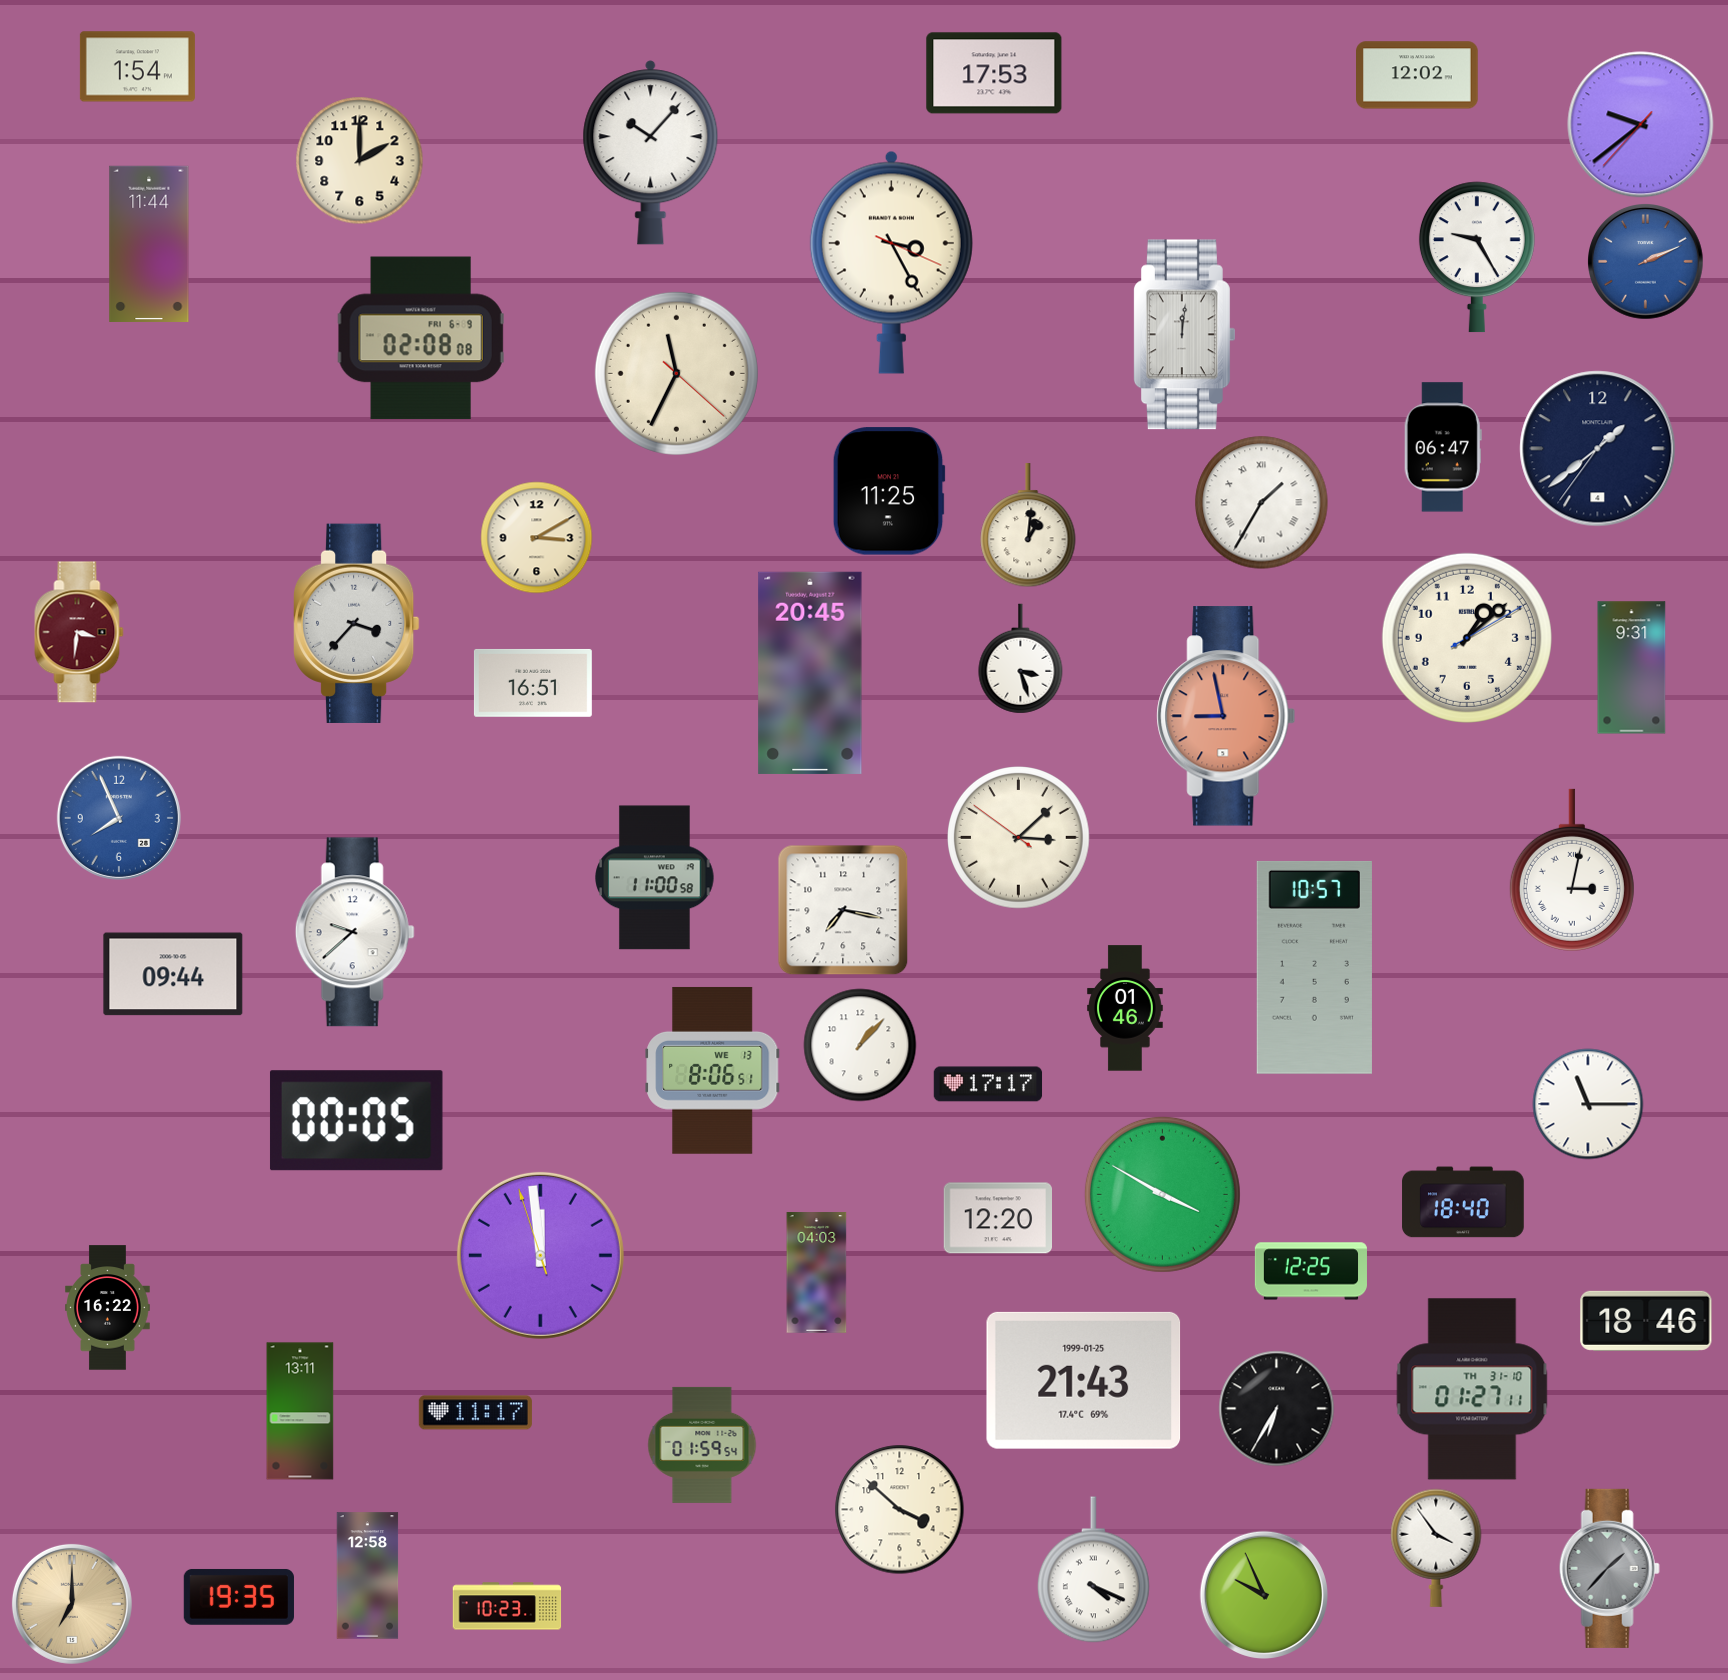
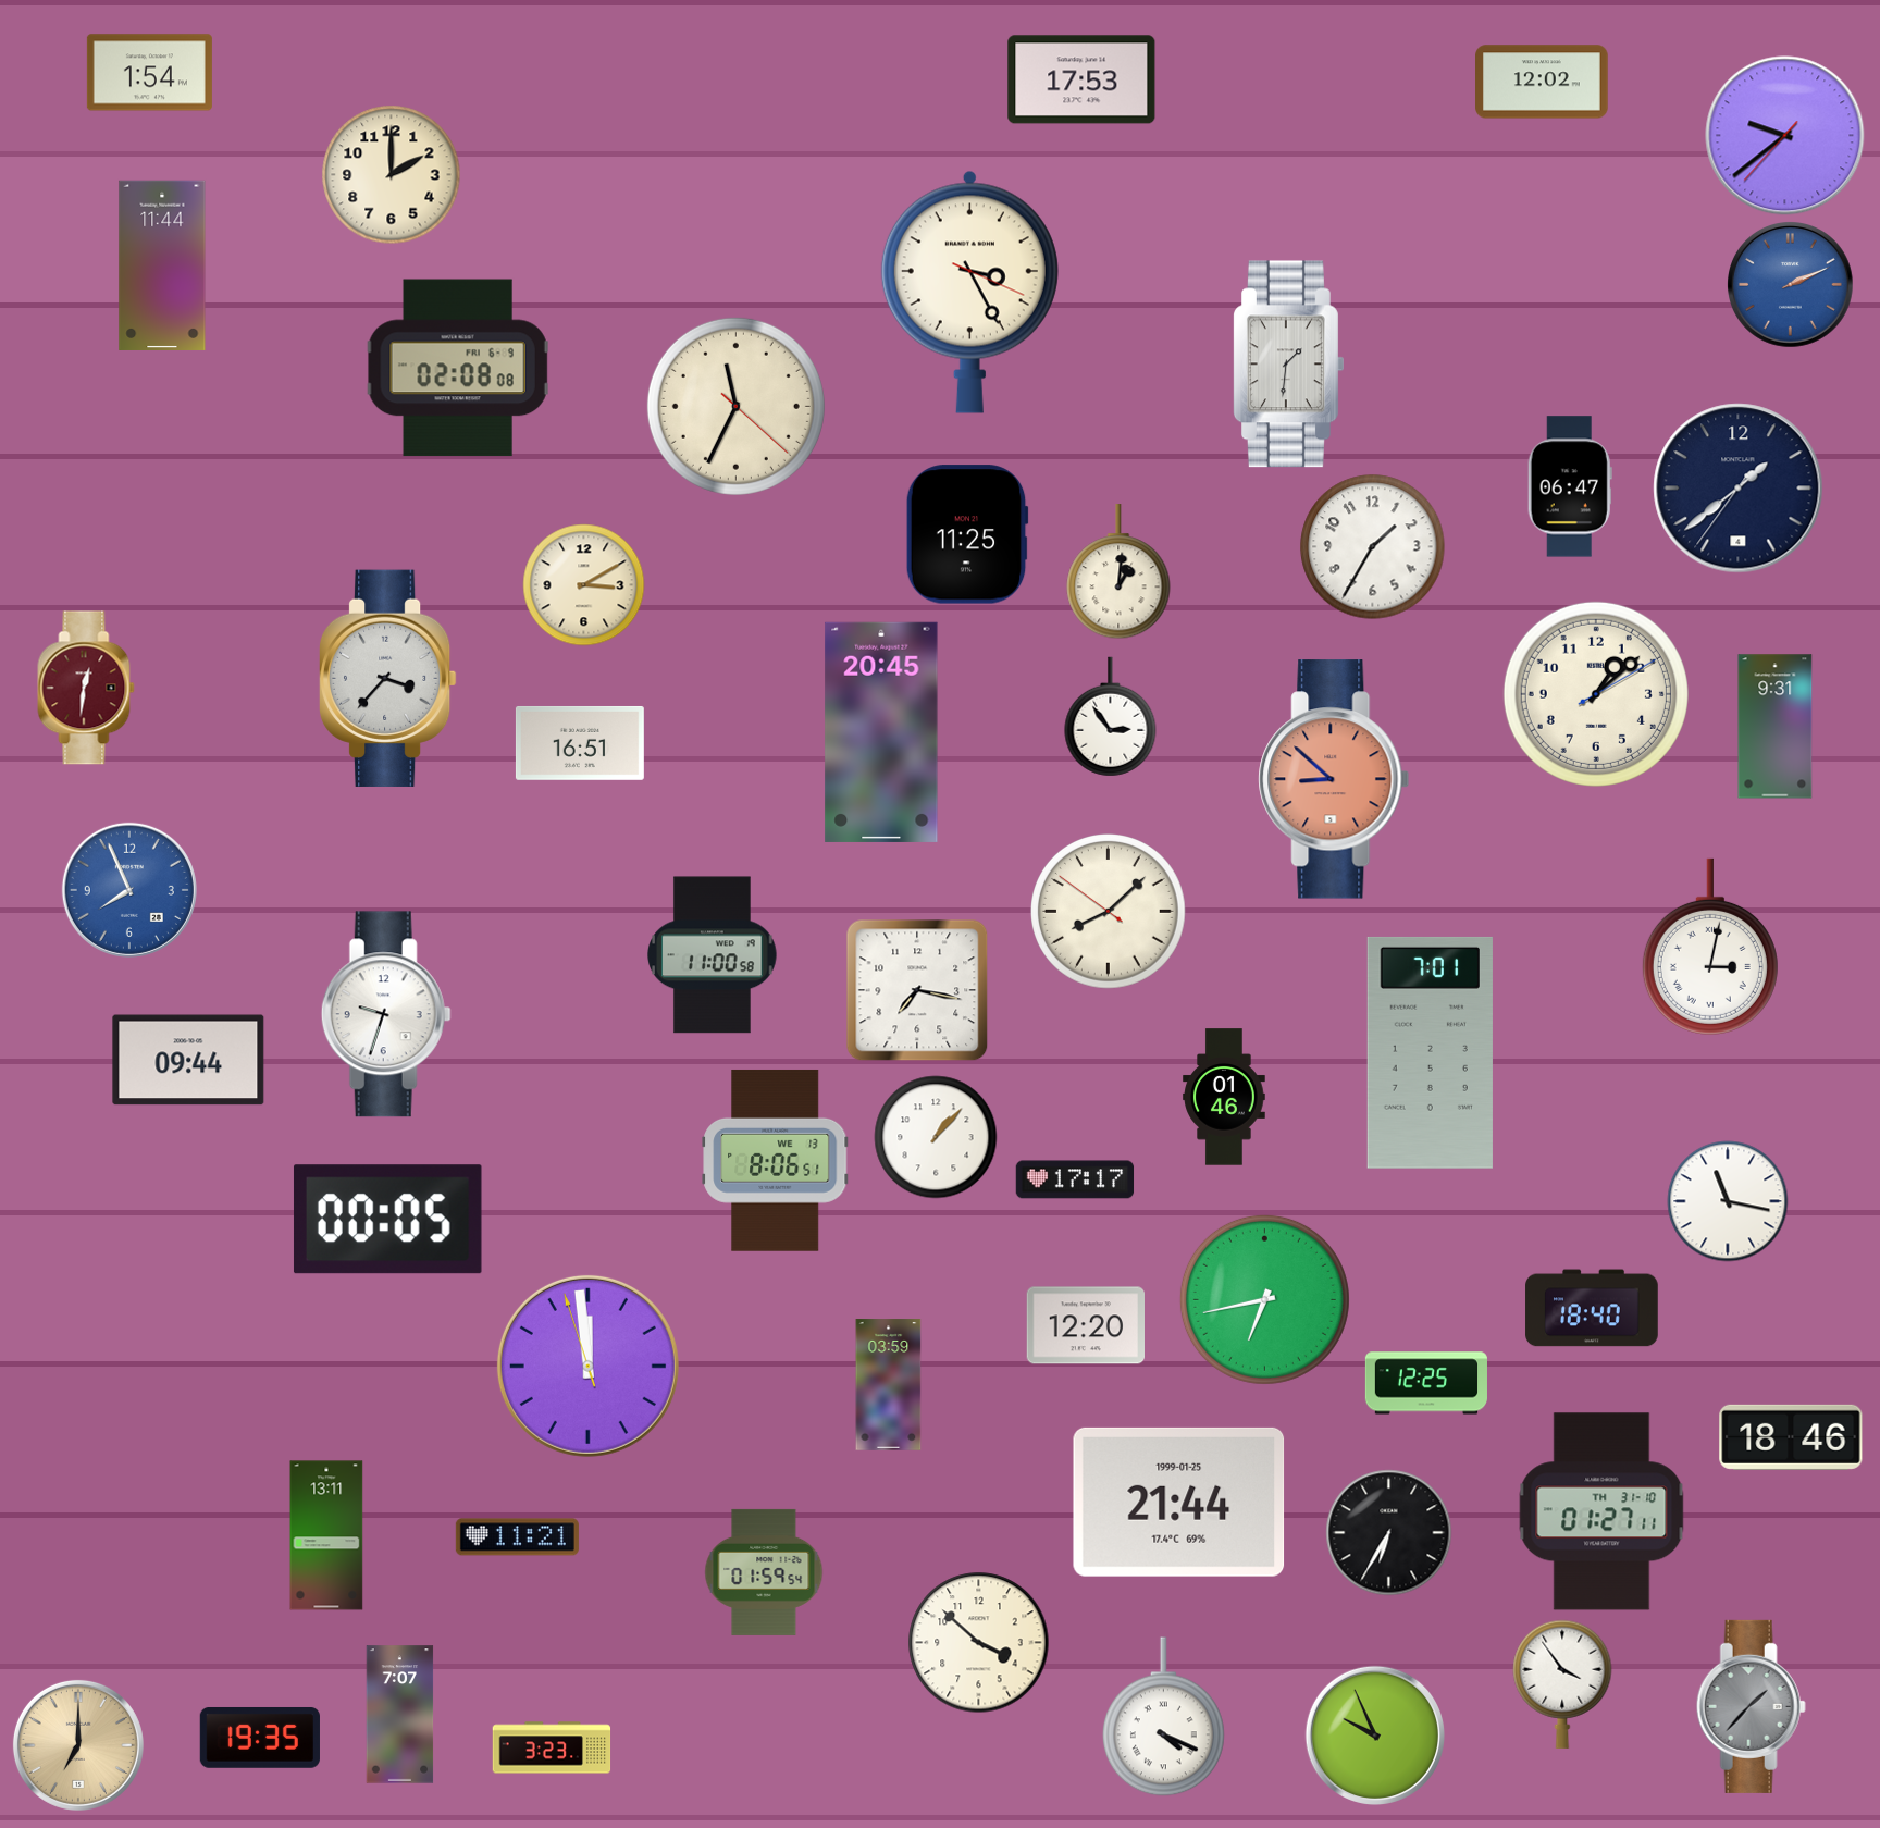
clock at (651, 153): 10:07 -> none
clock at (1477, 257): 9:25 -> none
clock at (891, 262) position: (891, 262) -> (969, 292)
clock at (1184, 335): 12:01 -> 1:31
clock at (1262, 503) numerals: Roman -> Arabic
clock at (79, 632): 3:31 -> 12:31
clock at (1021, 659): 3:27 -> 2:54
clock at (1226, 716): 8:58 -> 8:52
clock at (1019, 838): 3:07 -> 8:07
clock at (355, 932): 9:38 -> 9:33
clock at (1314, 967): 10:57 -> 7:01
clock at (713, 1070) position: (713, 1070) -> (776, 1160)
clock at (1588, 1104): 11:15 -> 11:17
clock at (1162, 1194): 3:50 -> 6:43
clock at (817, 1273): 04:03 -> 03:59
clock at (108, 1308): 16:22 -> none
clock at (1084, 1380): 21:43 -> 21:44
clock at (475, 1413): 11:17 -> 11:21
clock at (1093, 1570) position: (1093, 1570) -> (1163, 1717)
clock at (368, 1576): 12:58 -> 7:07
clock at (507, 1606): 10:23 -> 3:23
